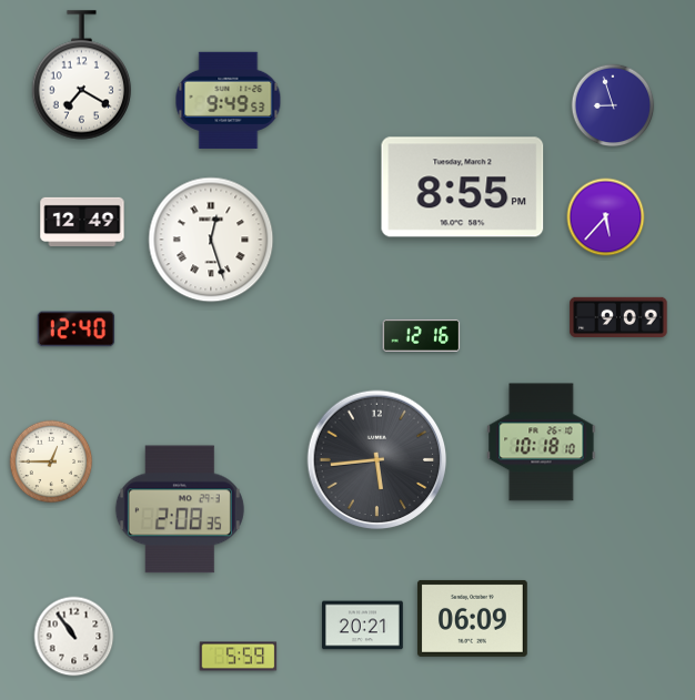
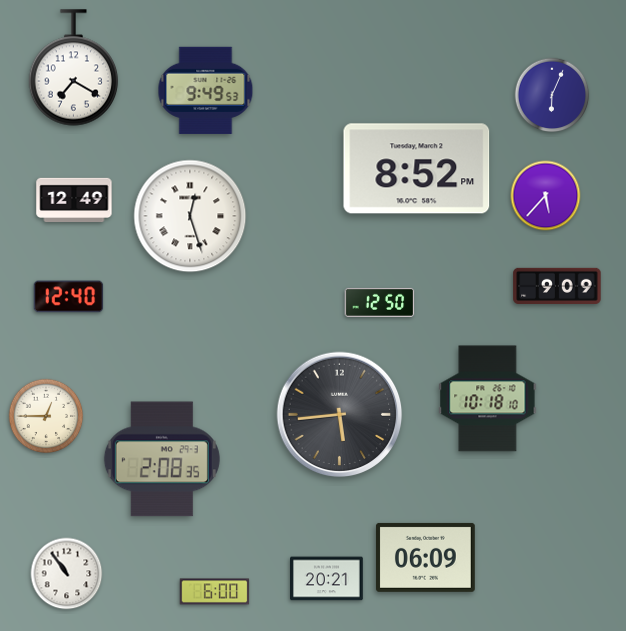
clock at (613, 105): 8:57 -> 6:04
clock at (463, 187): 8:55 -> 8:52
clock at (422, 335): 12:16 -> 12:50
clock at (363, 626) position: (363, 626) -> (327, 579)
clock at (239, 657): 5:59 -> 6:00
